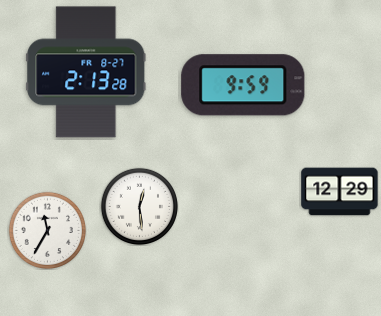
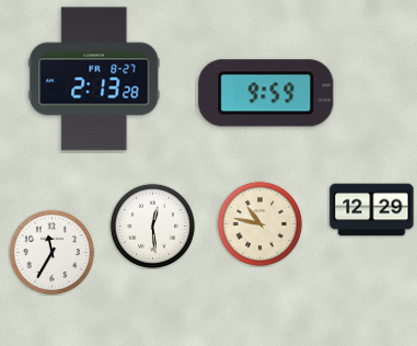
clock at (259, 223): none -> 10:47
